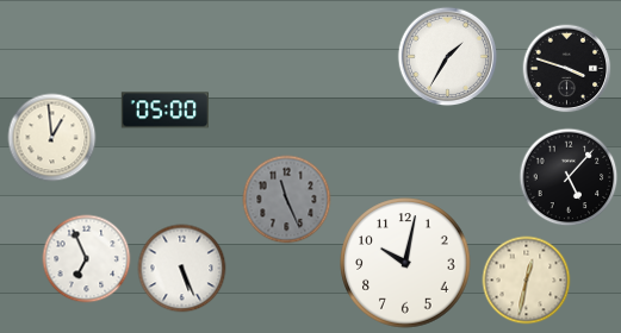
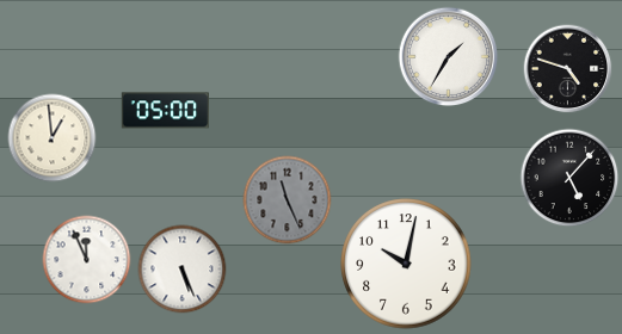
clock at (567, 69): 3:48 -> 4:48
clock at (87, 259): 6:56 -> 11:56
clock at (527, 281): 12:32 -> none
